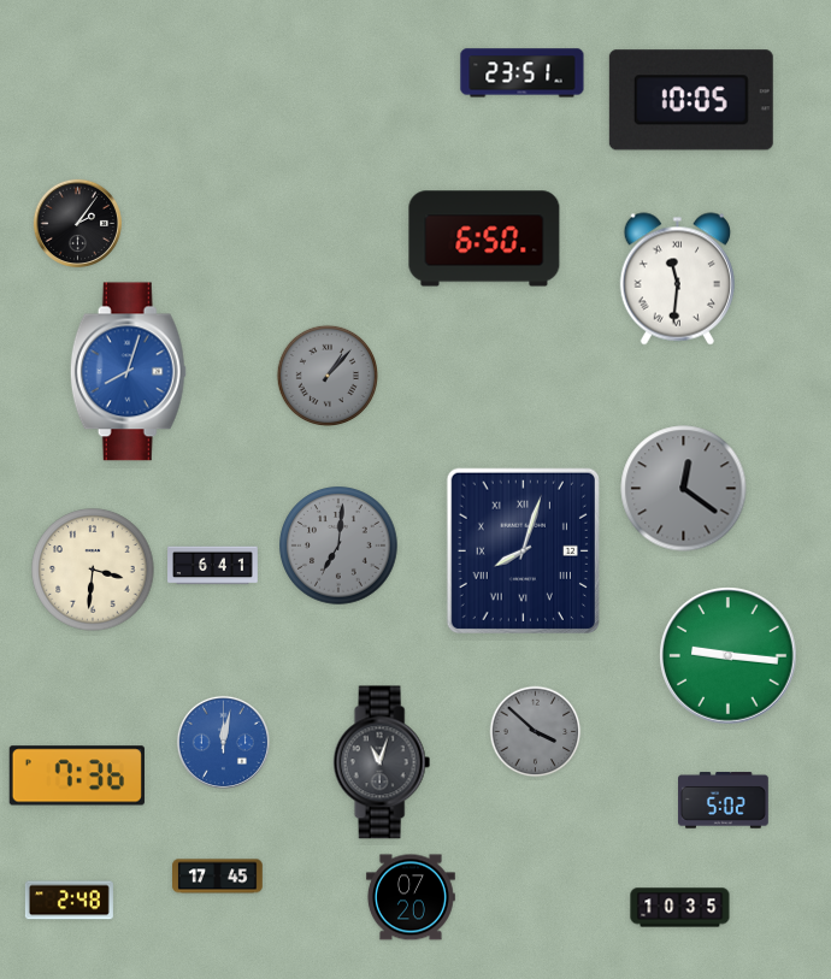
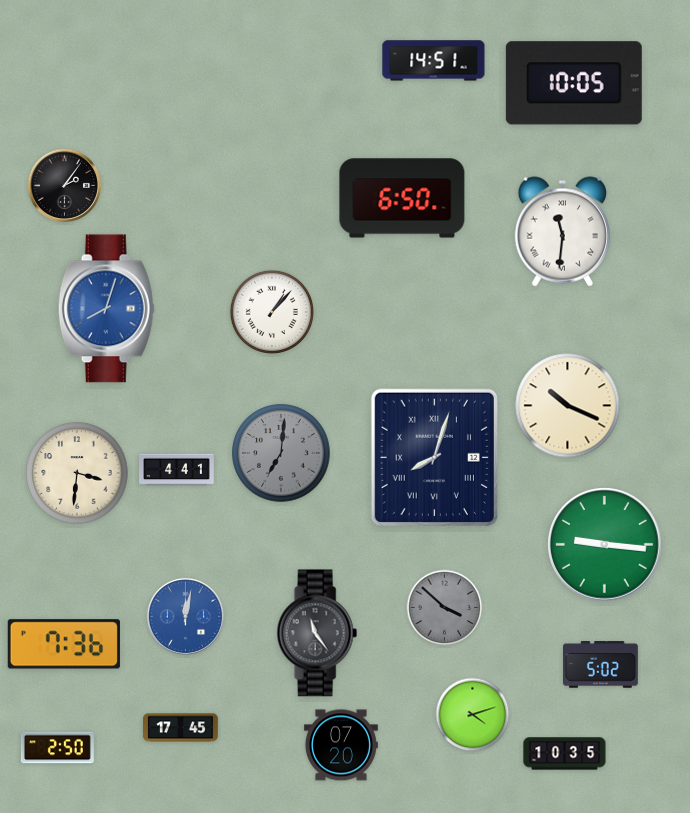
clock at (523, 73): 23:51 -> 14:51
clock at (326, 375) dial: grey -> white
clock at (684, 489): 12:21 -> 10:19
clock at (684, 489) dial: grey -> cream
clock at (213, 566): 6:41 -> 4:41
clock at (382, 762): 11:03 -> 11:24
clock at (473, 715): none -> 4:12
clock at (69, 901): 2:48 -> 2:50
